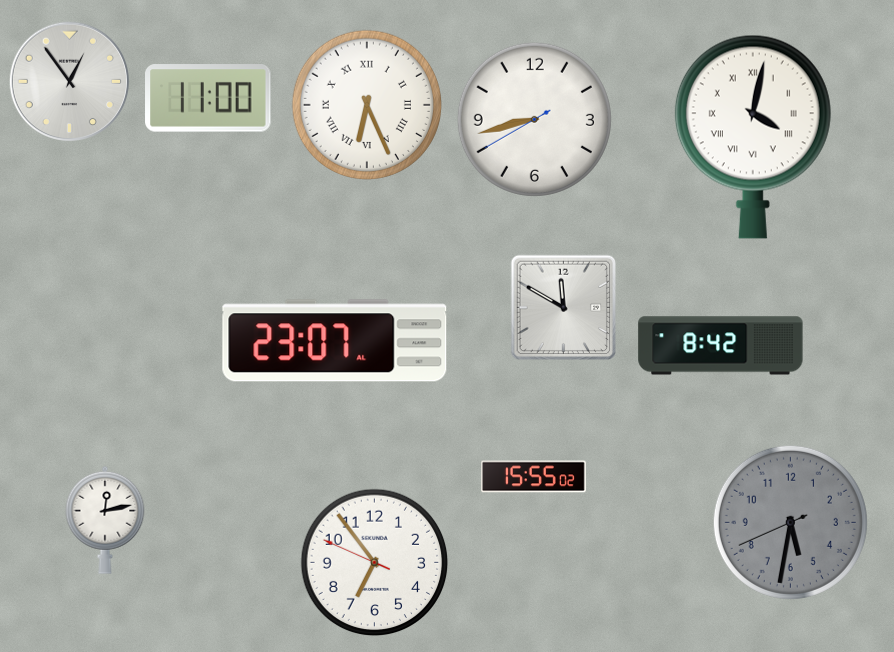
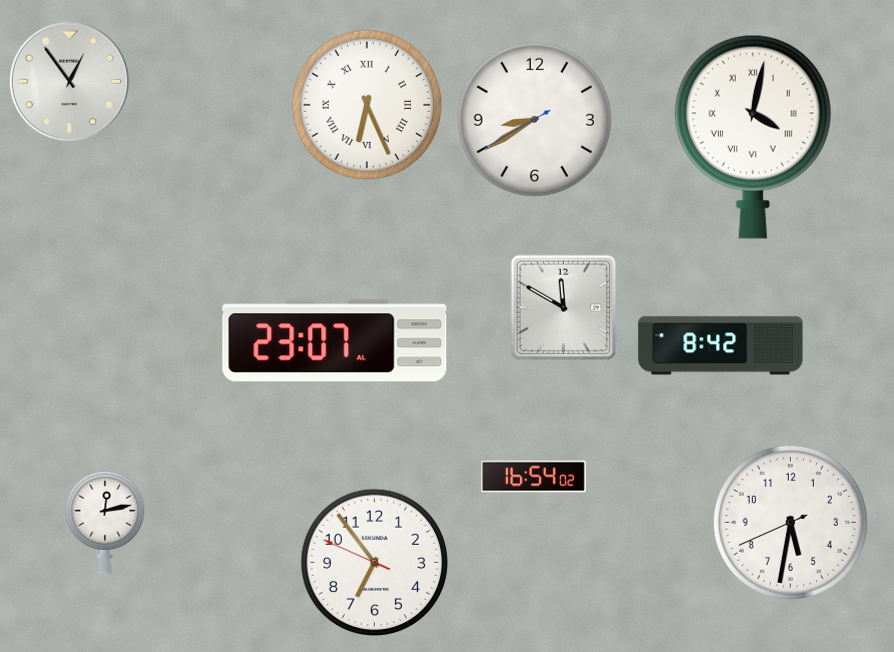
clock at (208, 98): 11:00 -> none
clock at (534, 119): 8:42 -> 8:39
clock at (534, 477): 15:55 -> 16:54
clock at (790, 522) dial: grey -> white
